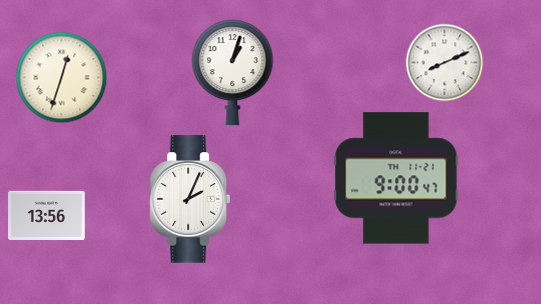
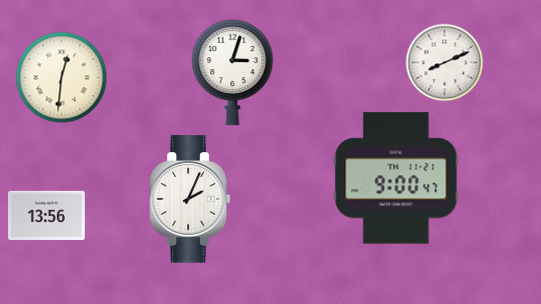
clock at (233, 73): 1:03 -> 3:03
clock at (61, 77): 12:33 -> 12:31
